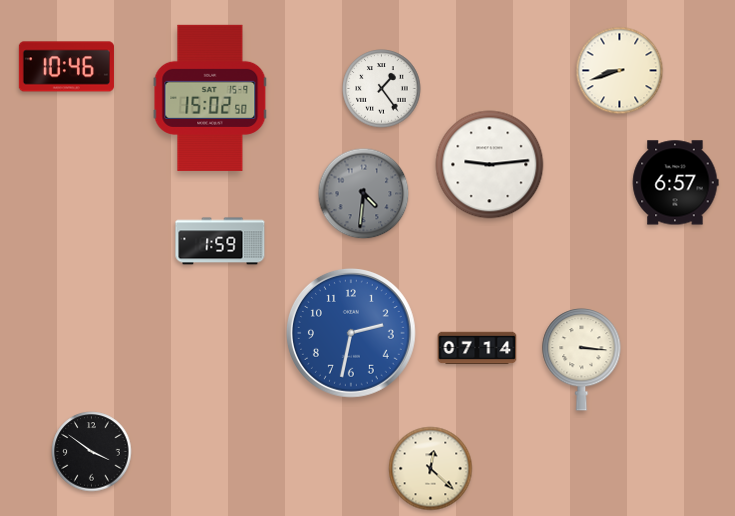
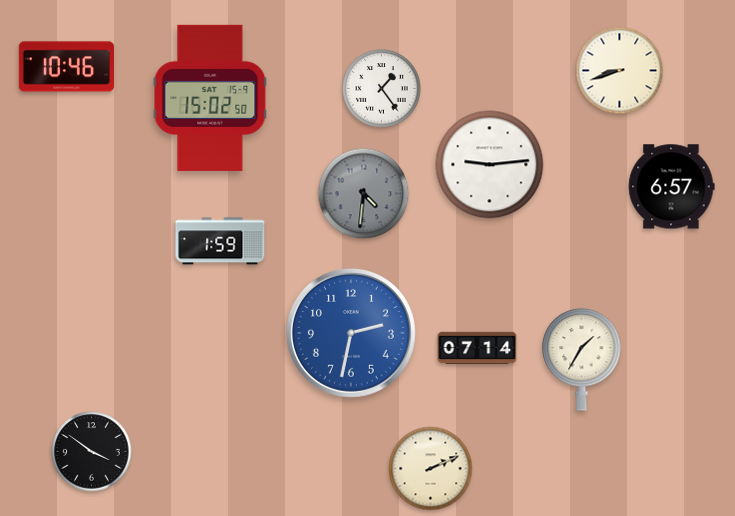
clock at (675, 183) position: (675, 183) -> (671, 187)
clock at (582, 360): 3:16 -> 1:35
clock at (431, 469): 12:22 -> 2:11
